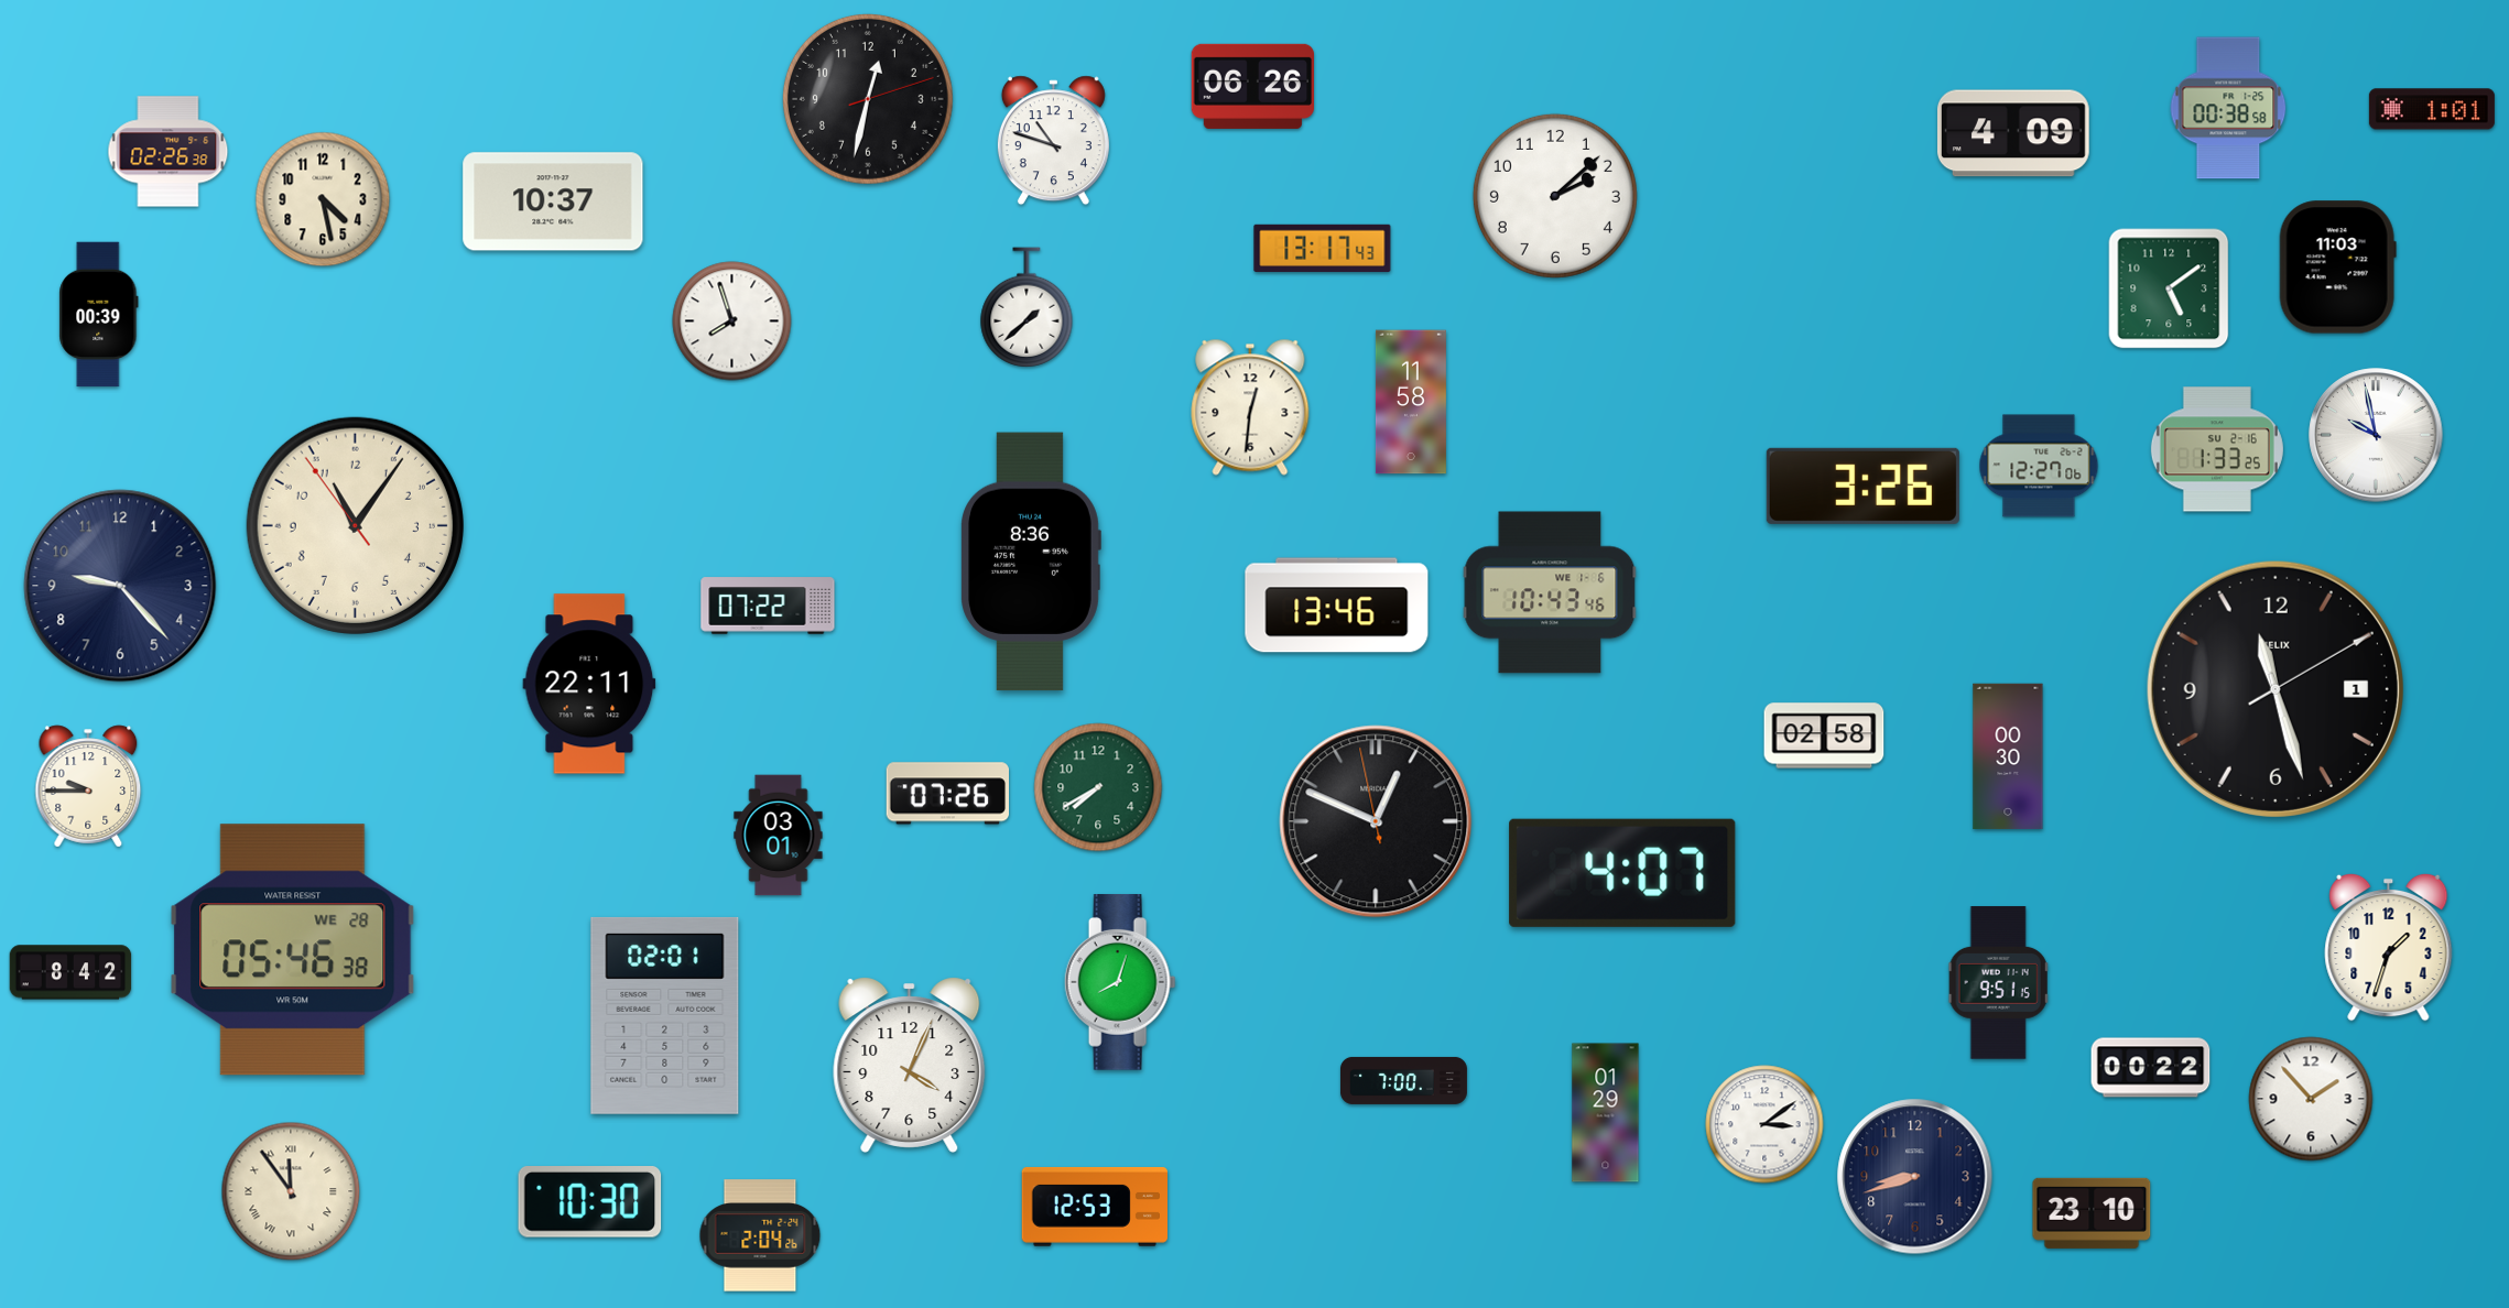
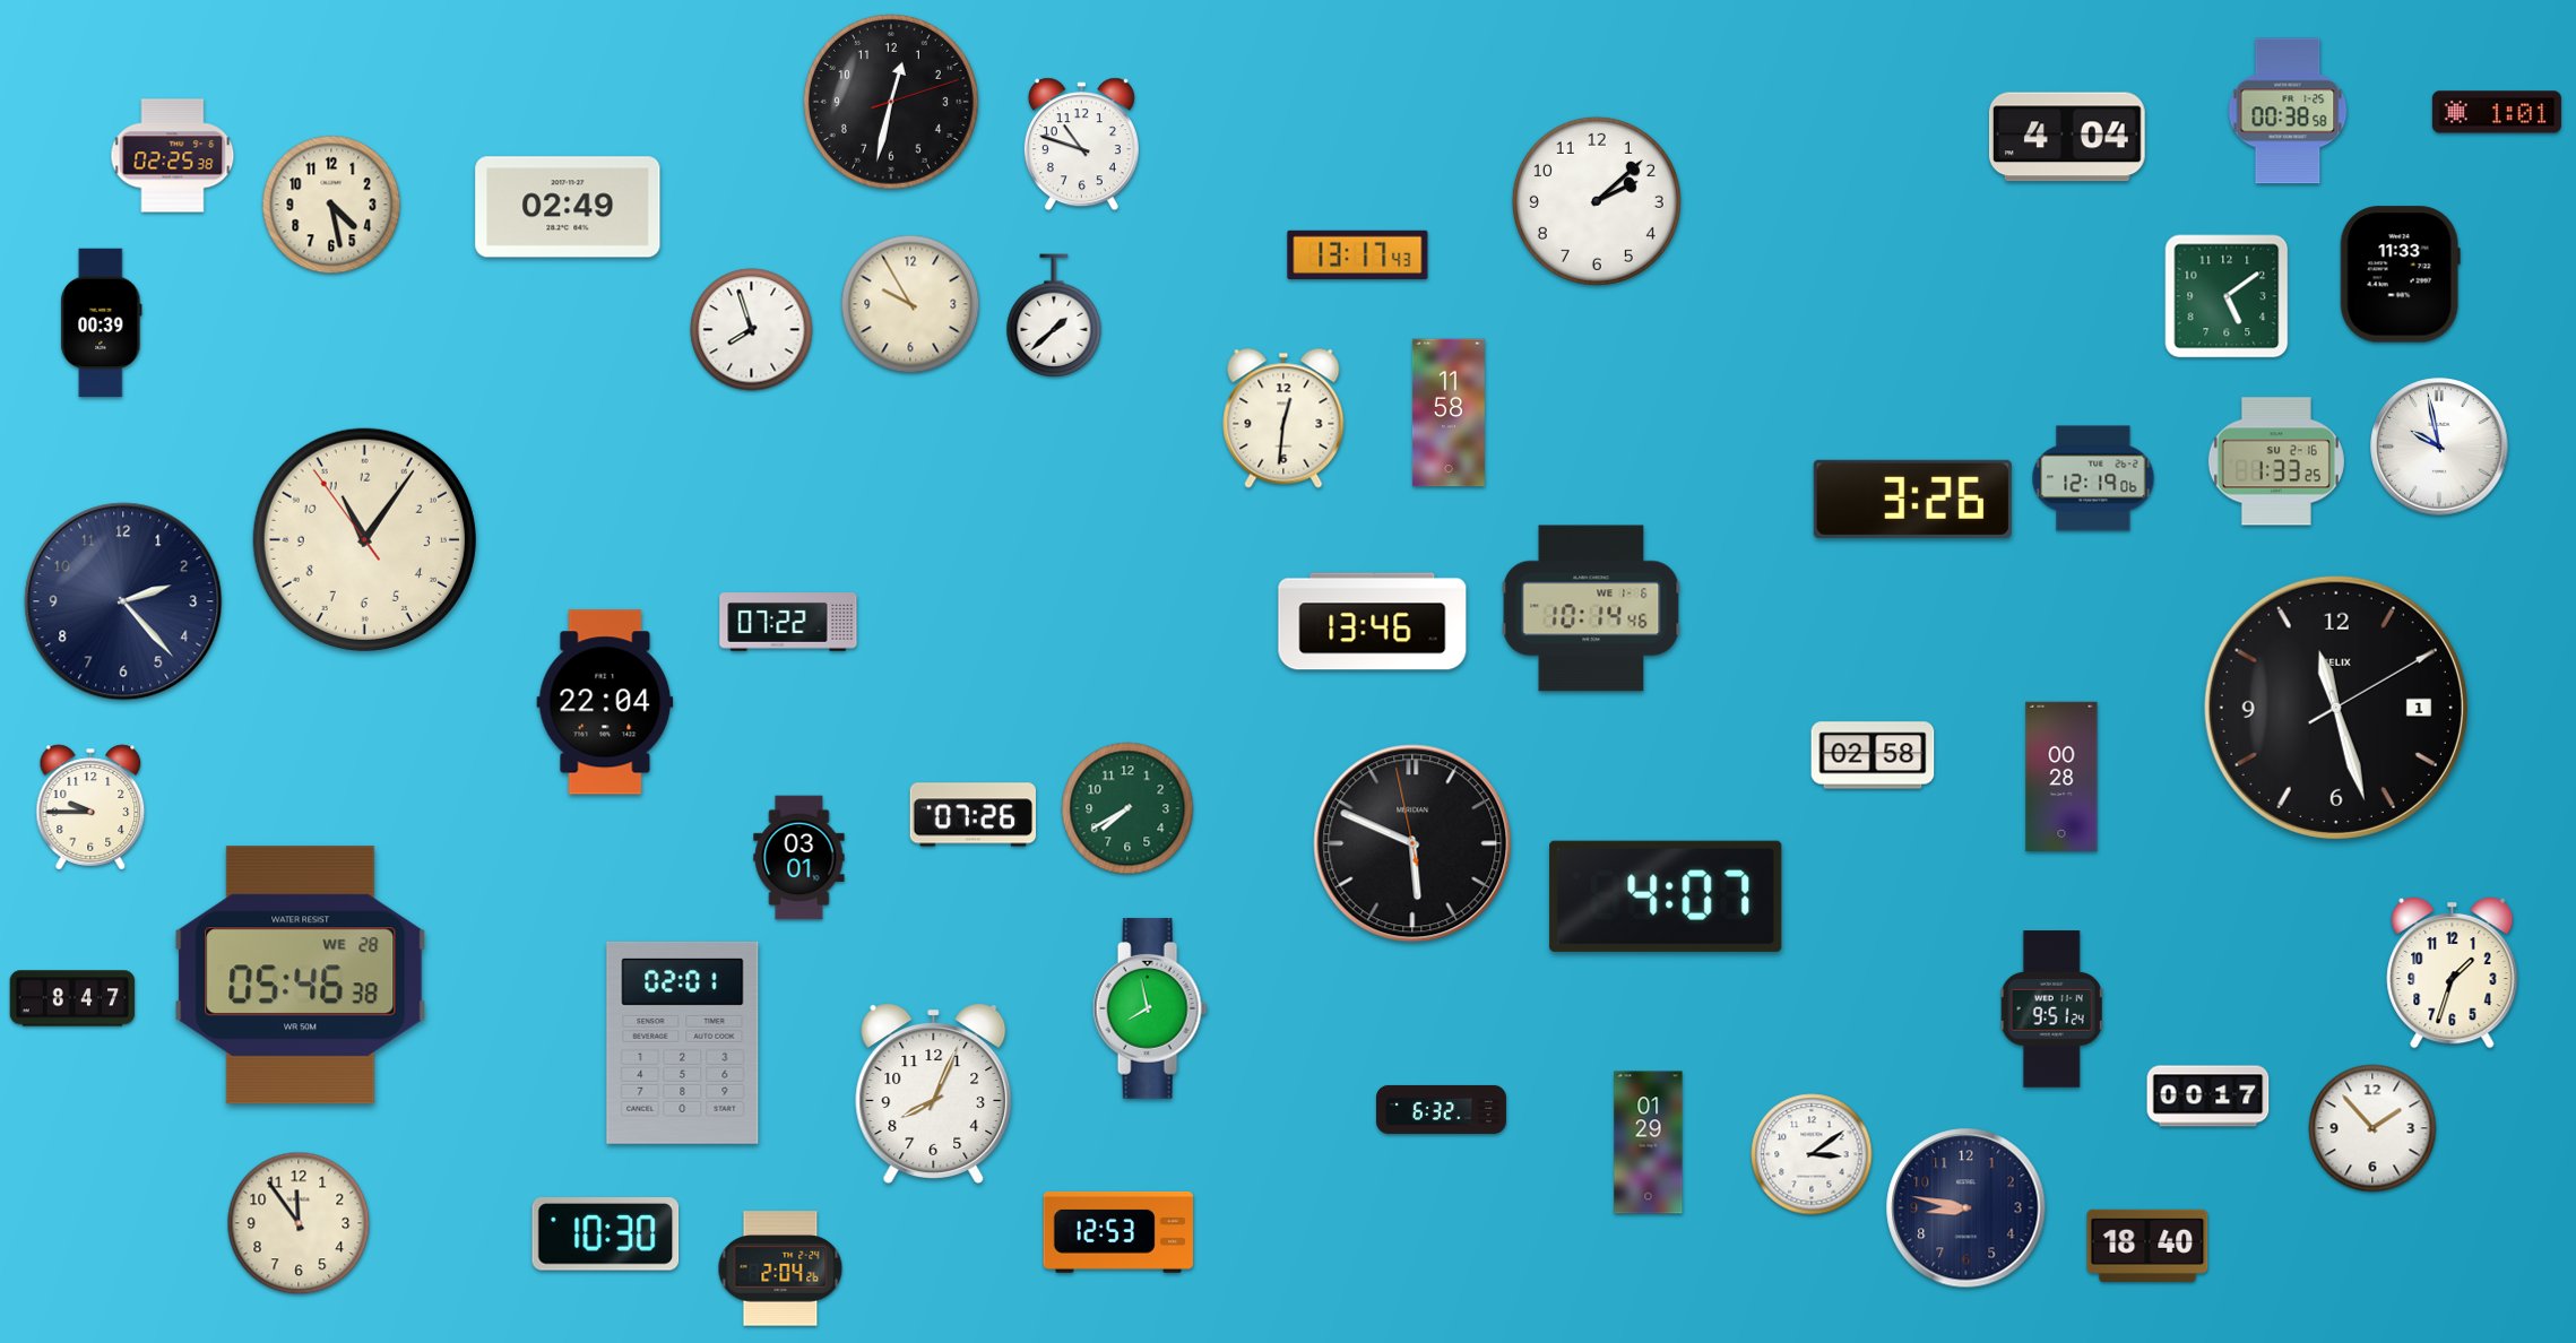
clock at (1252, 86): 06:26 -> none
clock at (2013, 133): 4:09 -> 4:04
clock at (169, 152): 02:26 -> 02:25
clock at (553, 201): 10:37 -> 02:49
clock at (2337, 268): 11:03 -> 11:33
clock at (910, 304): none -> 9:55
clock at (2039, 466): 12:27 -> 12:19
clock at (1031, 562): 8:36 -> none
clock at (120, 586): 9:23 -> 2:23
clock at (1550, 592): 10:43 -> 10:14
clock at (589, 684): 22:11 -> 22:04
clock at (2008, 756): 00:30 -> 00:28
clock at (1376, 821): 12:48 -> 5:48
clock at (70, 972): 8:42 -> 8:47
clock at (1120, 982): 8:03 -> 7:58
clock at (1999, 983): 9:51:15 -> 9:51:24
clock at (910, 1065): 4:04 -> 8:04
clock at (2151, 1068): 00:22 -> 00:17
clock at (1403, 1080): 7:00 -> 6:32
clock at (1915, 1177): 8:42 -> 8:47
clock at (291, 1191) numerals: Roman -> Arabic
clock at (1094, 1207) position: (1094, 1207) -> (1117, 1232)
clock at (2092, 1213): 23:10 -> 18:40
